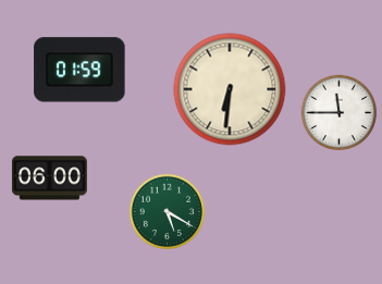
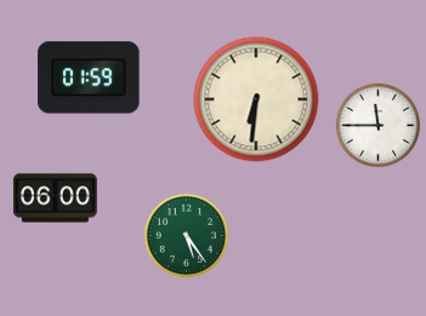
clock at (168, 212): 5:20 -> 5:24
